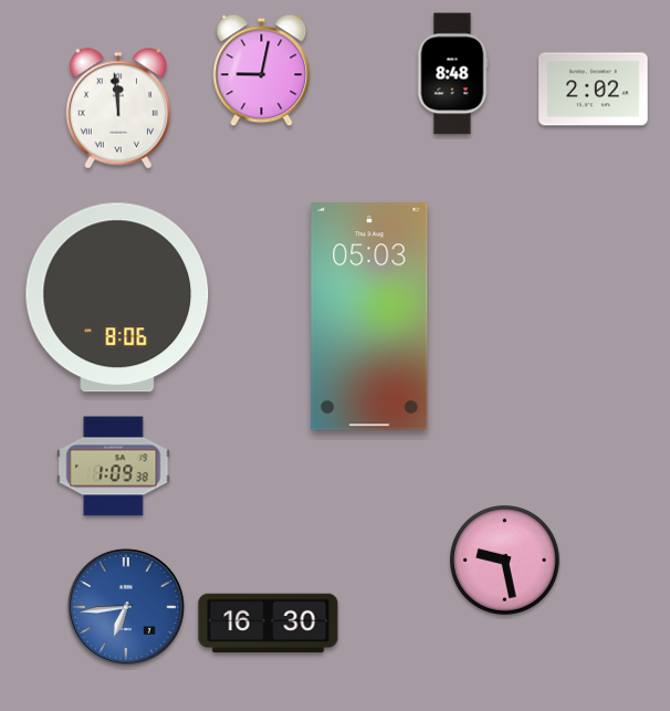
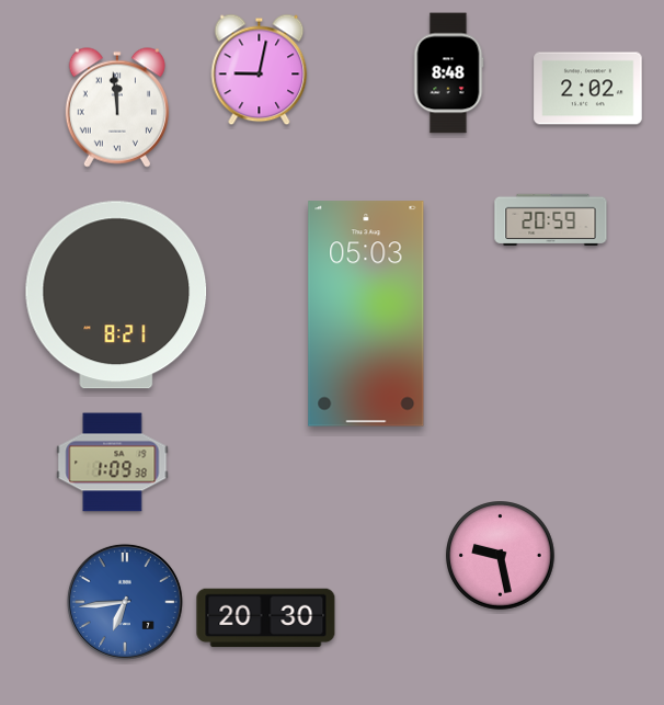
clock at (551, 220): none -> 20:59
clock at (117, 297): 8:06 -> 8:21
clock at (269, 624): 16:30 -> 20:30
